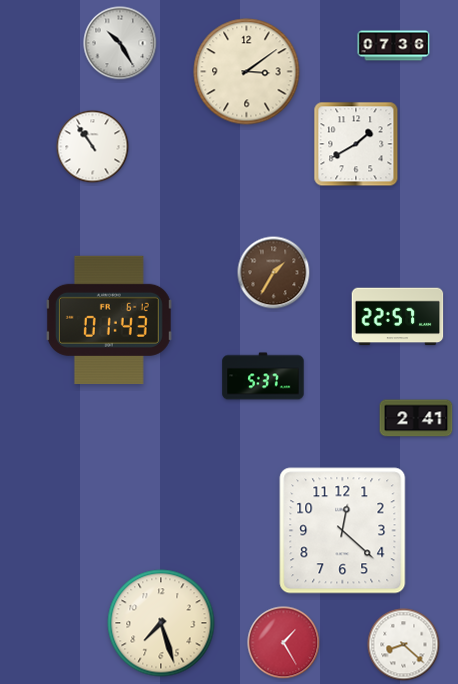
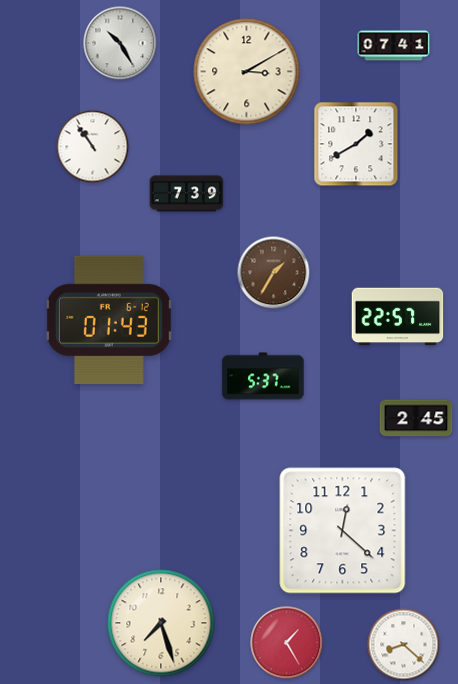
clock at (394, 46): 07:36 -> 07:41
clock at (247, 72): 3:09 -> 3:10
clock at (187, 194): none -> 7:39
clock at (416, 418): 2:41 -> 2:45
clock at (284, 643) position: (284, 643) -> (287, 643)
